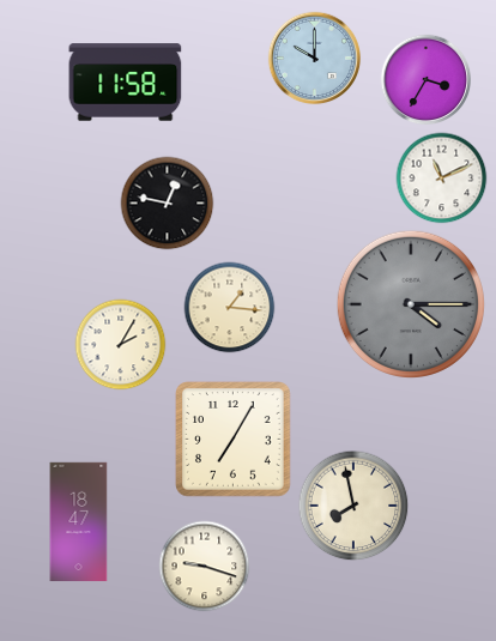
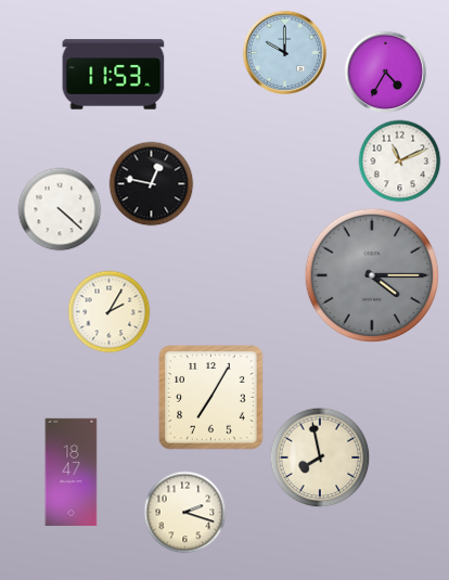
clock at (427, 80): 3:35 -> 4:35
clock at (126, 83): 11:58 -> 11:53
clock at (60, 209): none -> 4:22
clock at (230, 308): 1:16 -> none
clock at (205, 567): 9:18 -> 2:18
